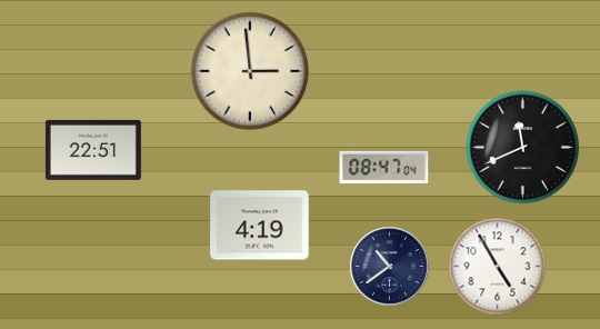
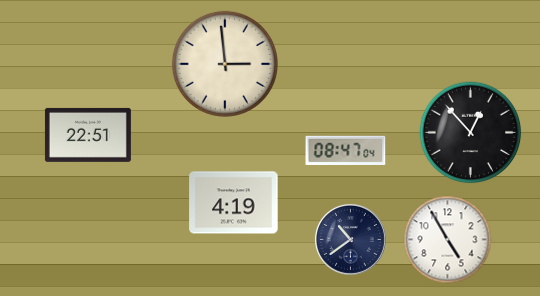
clock at (523, 148): 11:41 -> 12:53
clock at (93, 150) position: (93, 150) -> (88, 135)
